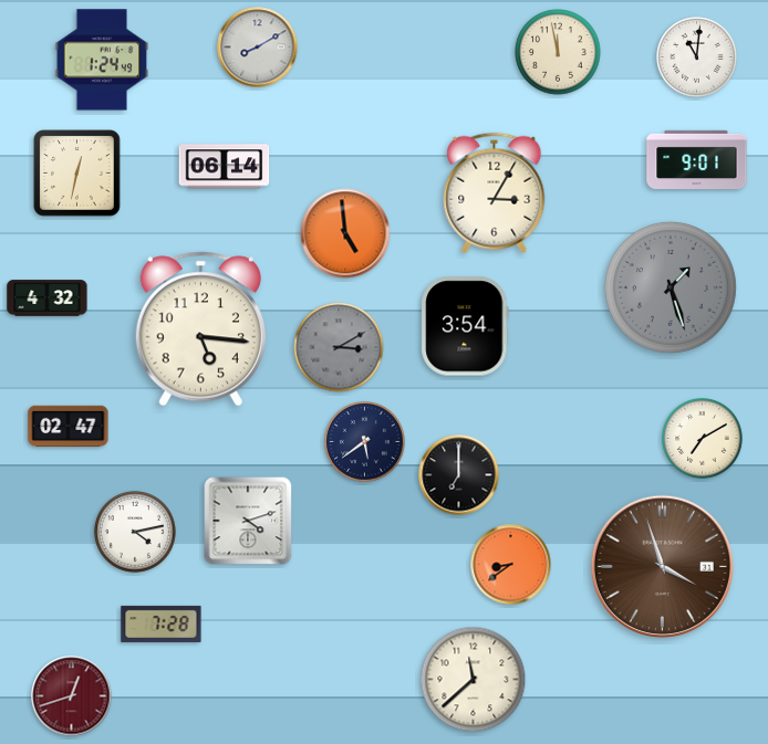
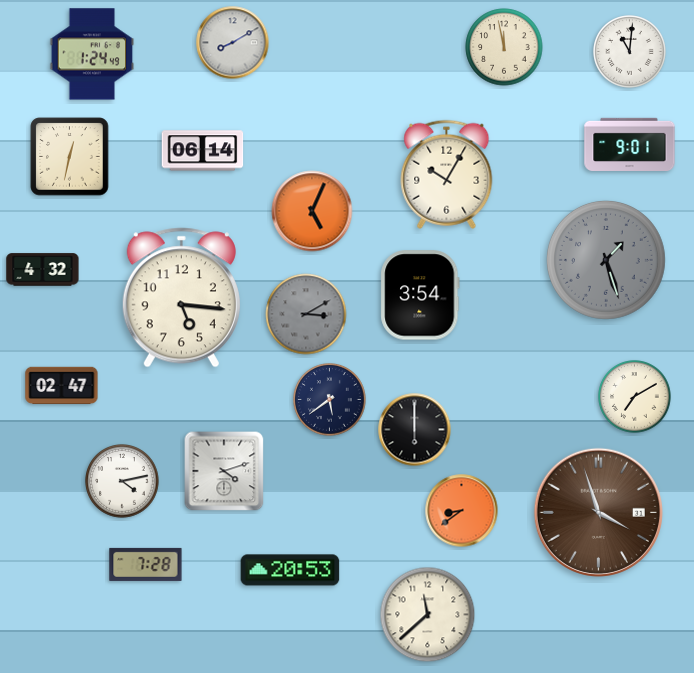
clock at (495, 192): 3:05 -> 10:05
clock at (345, 233): 4:59 -> 5:04
clock at (459, 475): 7:00 -> 6:00
clock at (290, 570): none -> 20:53
clock at (72, 696): 12:42 -> none
